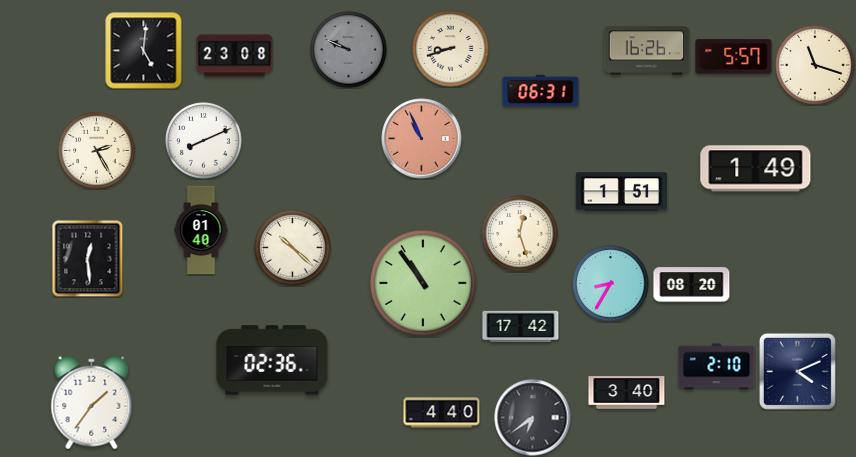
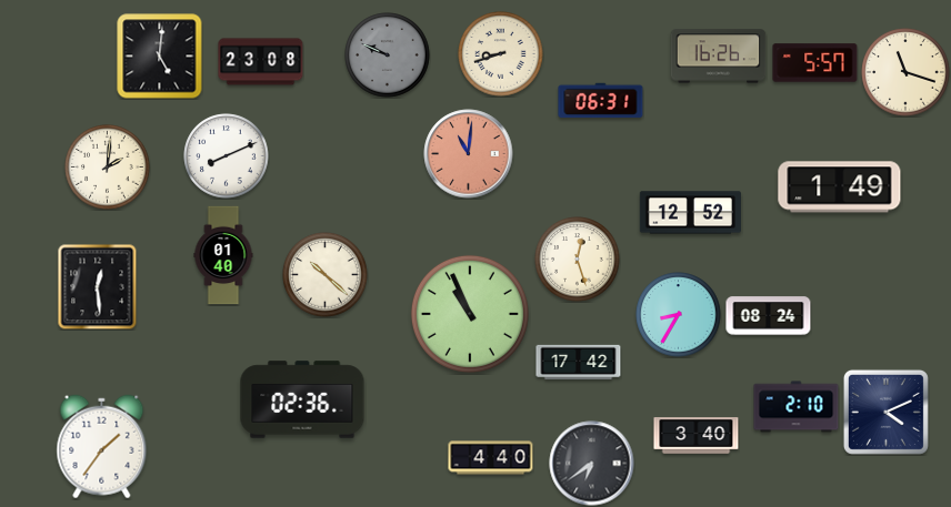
clock at (422, 139): 10:56 -> 11:01
clock at (97, 151): 2:25 -> 2:01
clock at (621, 192): 1:51 -> 12:52
clock at (423, 283): 10:54 -> 10:56
clock at (692, 285): 08:20 -> 08:24
